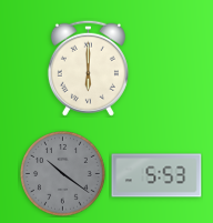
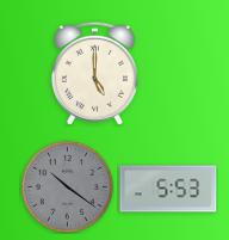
clock at (88, 68): 6:00 -> 5:00
